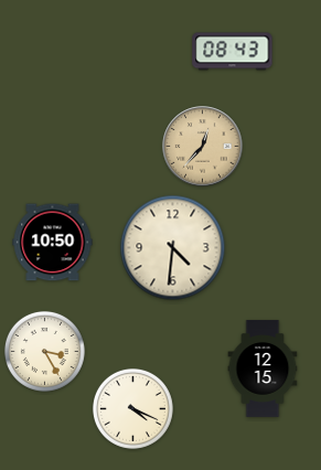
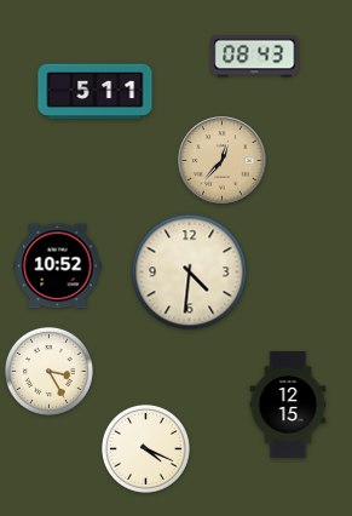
clock at (96, 92): none -> 5:11
clock at (53, 243): 10:50 -> 10:52
clock at (44, 351) position: (44, 351) -> (48, 371)
